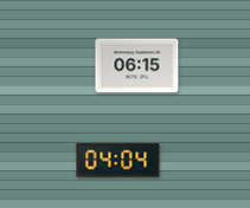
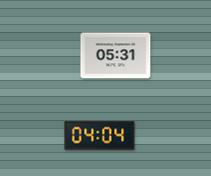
clock at (137, 66): 06:15 -> 05:31
